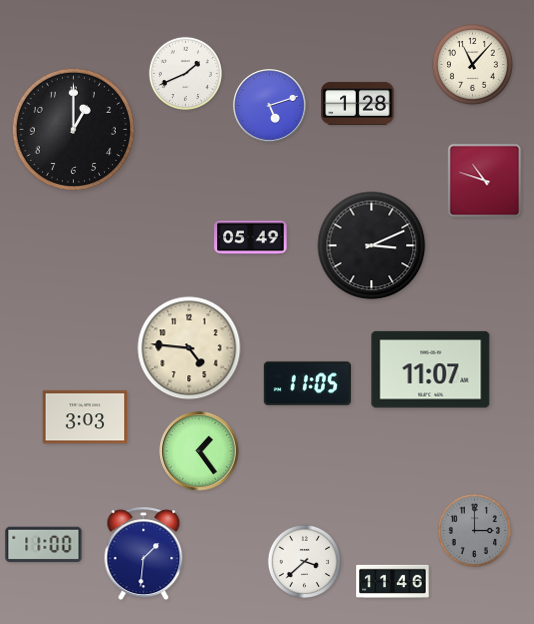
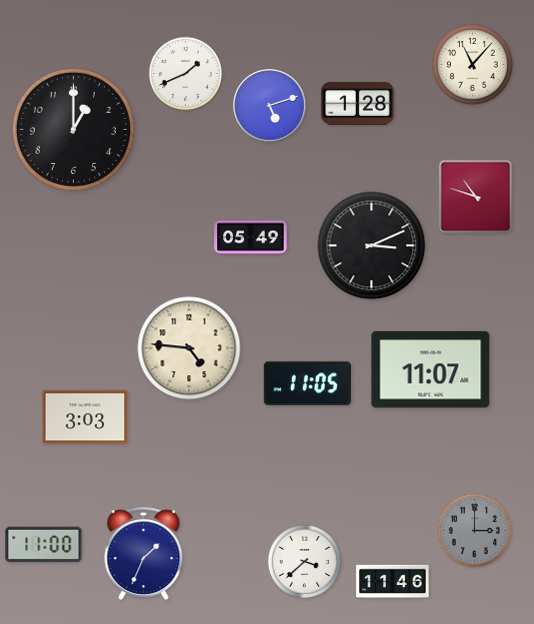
clock at (485, 181) position: (485, 181) -> (476, 197)
clock at (199, 451): 1:24 -> none
clock at (144, 554): 1:31 -> 1:34
